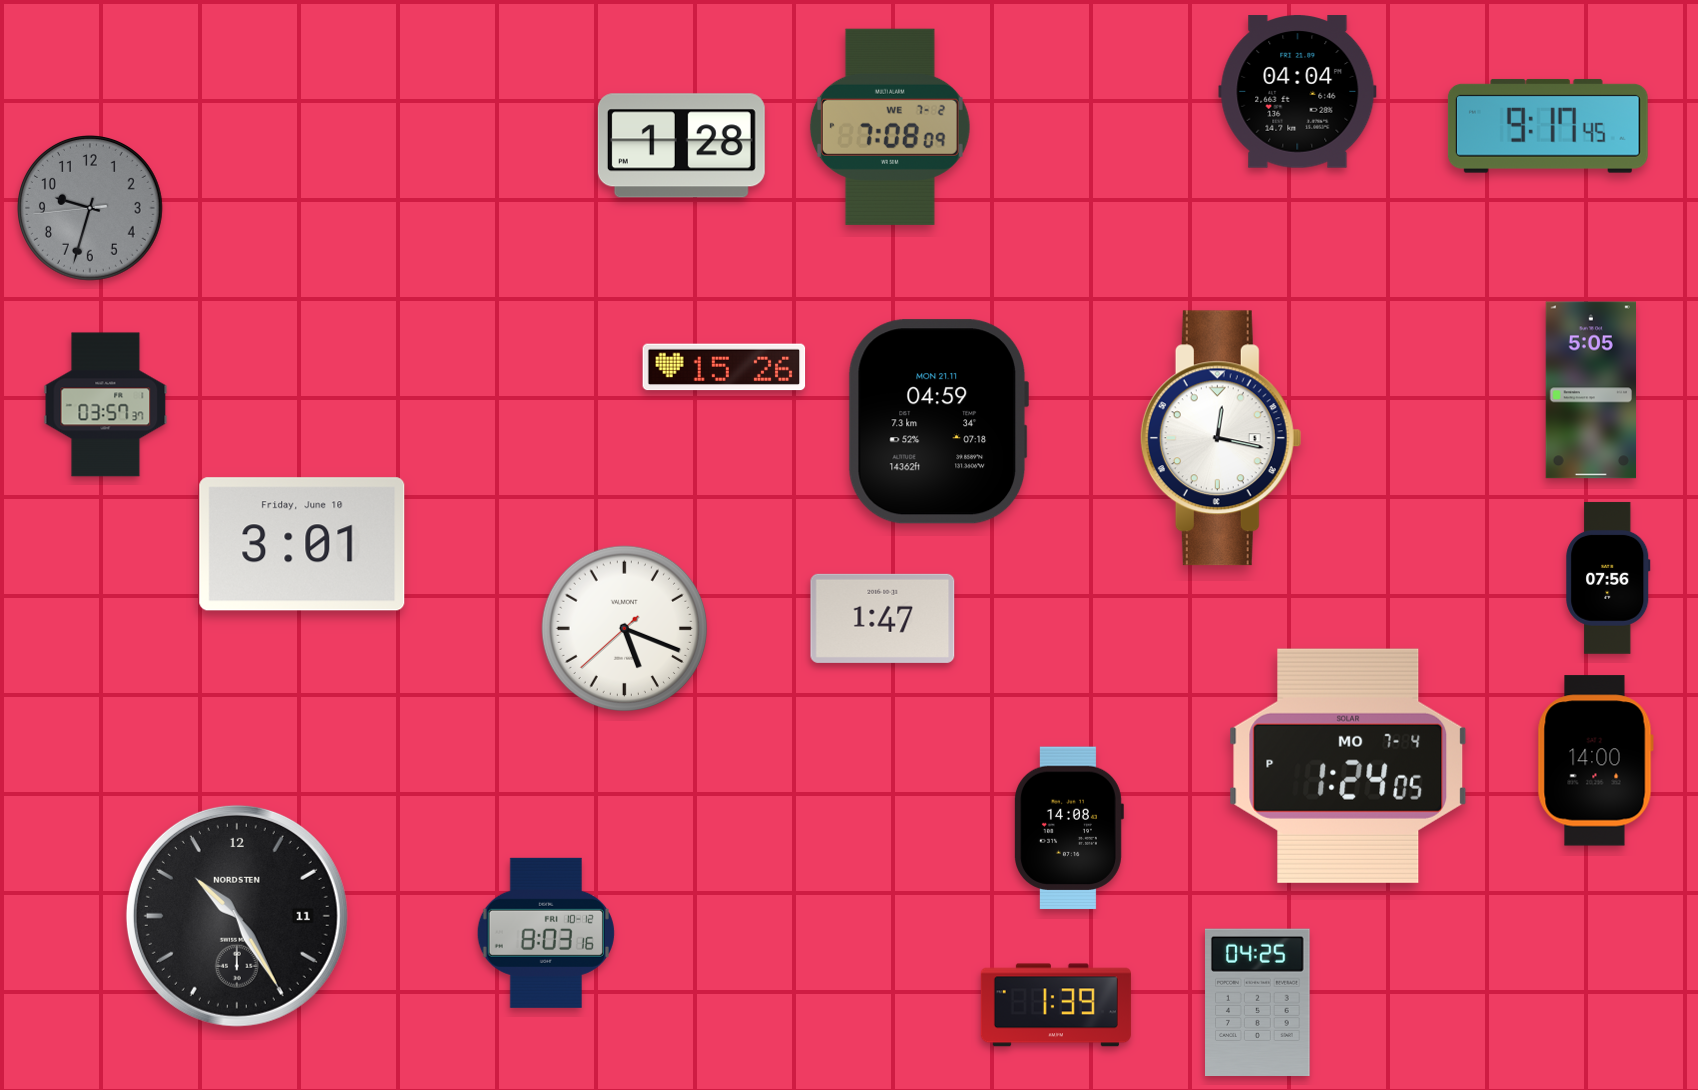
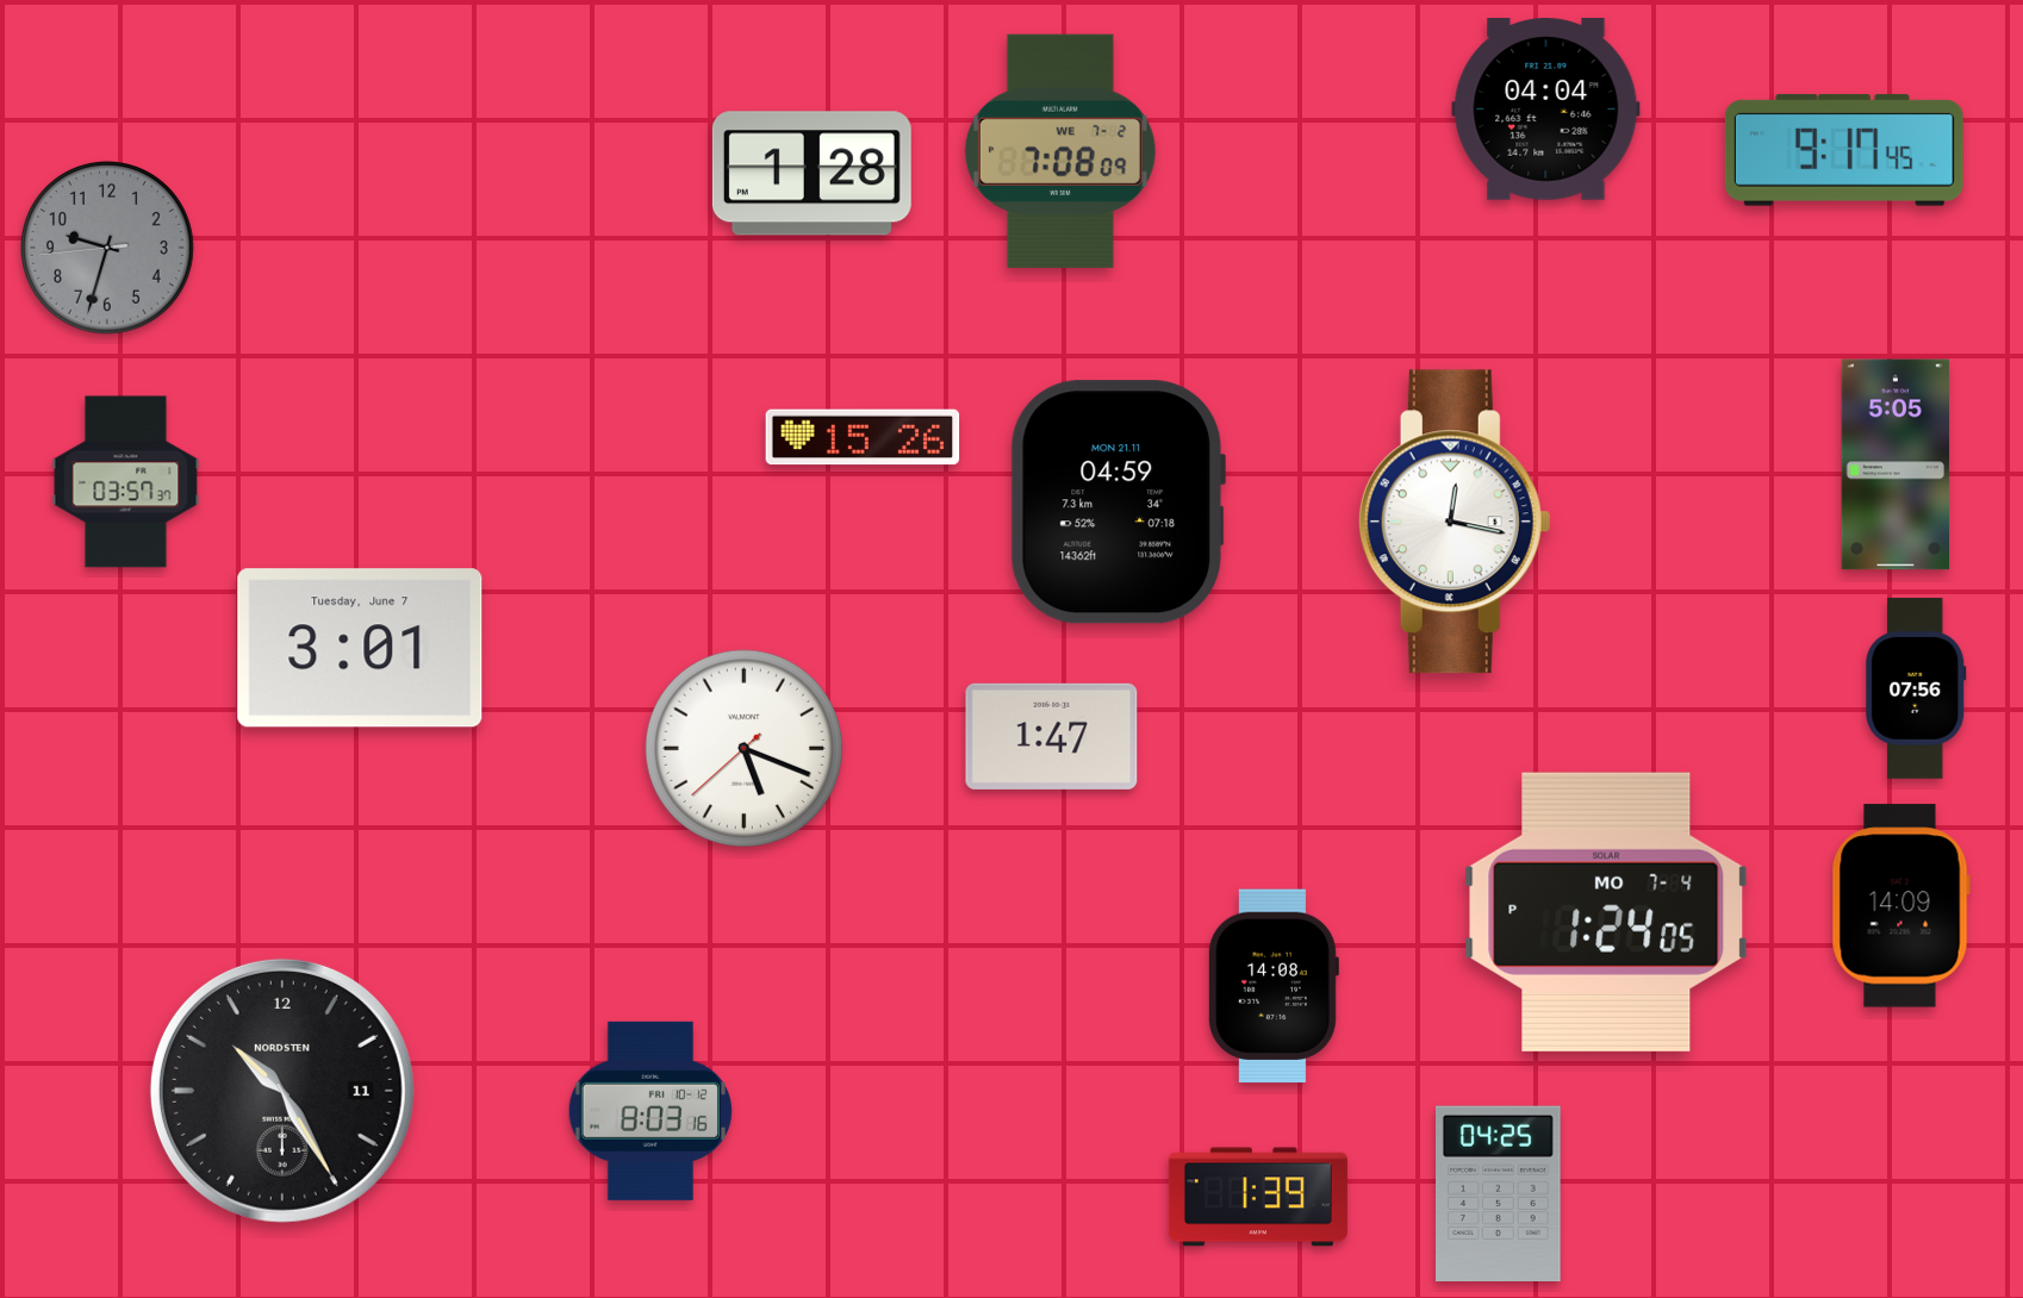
clock at (302, 544) date: Friday, June 10 -> Tuesday, June 7
clock at (1595, 761): 14:00 -> 14:09
